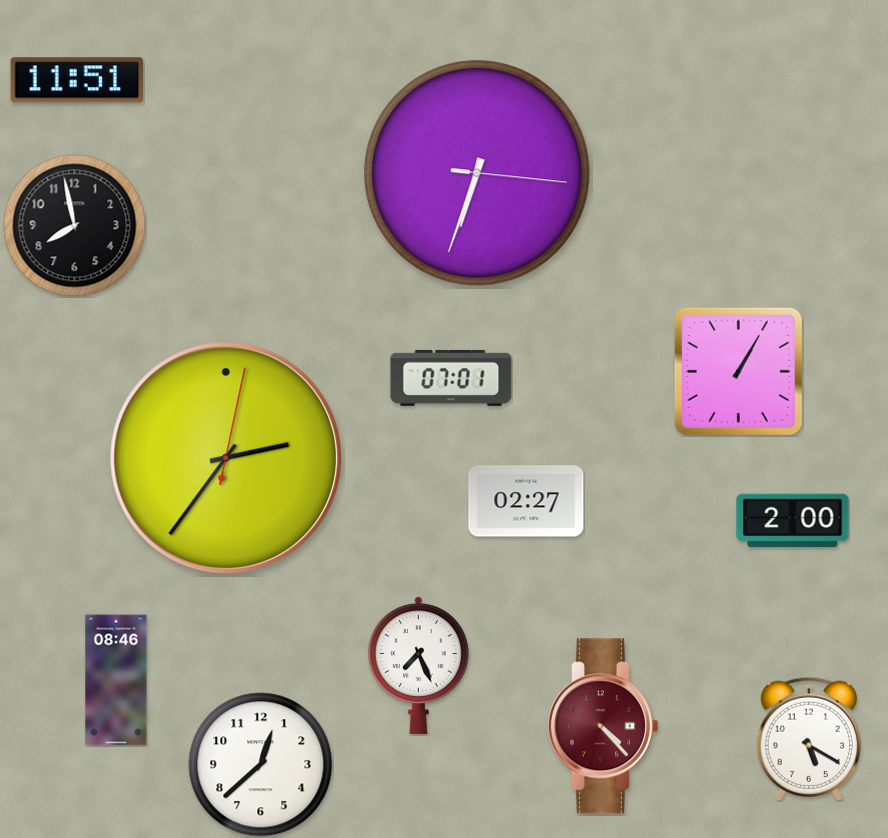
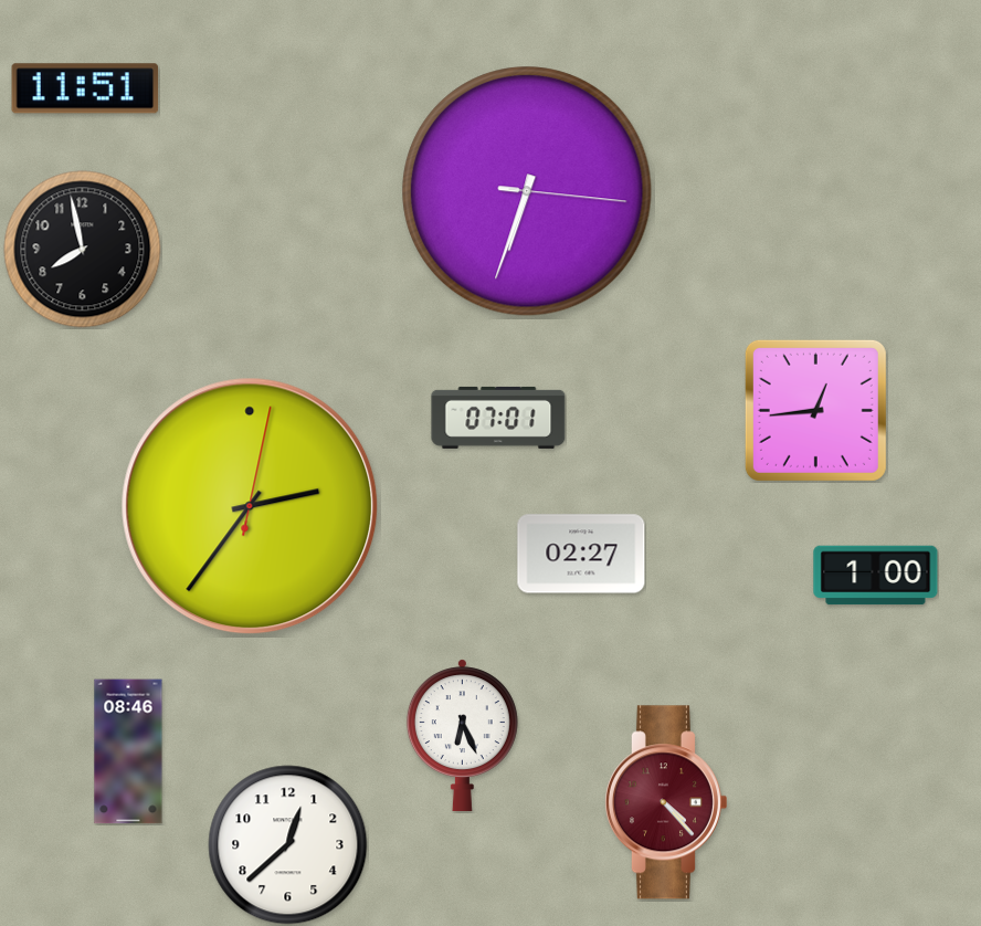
clock at (738, 371): 1:05 -> 12:44
clock at (793, 521): 2:00 -> 1:00
clock at (418, 666): 7:26 -> 6:26
clock at (808, 739): 5:20 -> none
